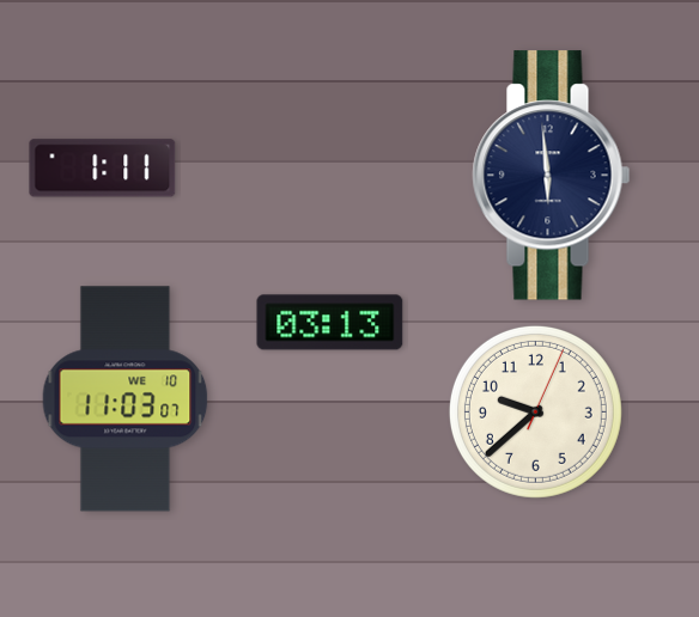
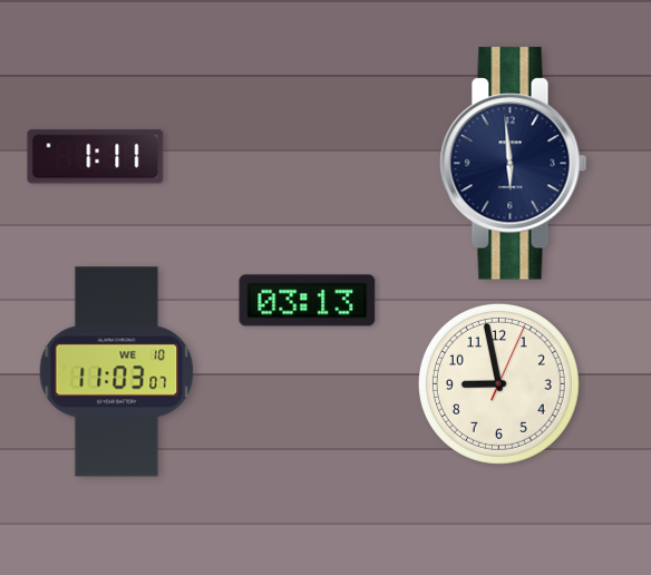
clock at (535, 411): 9:38 -> 8:58
